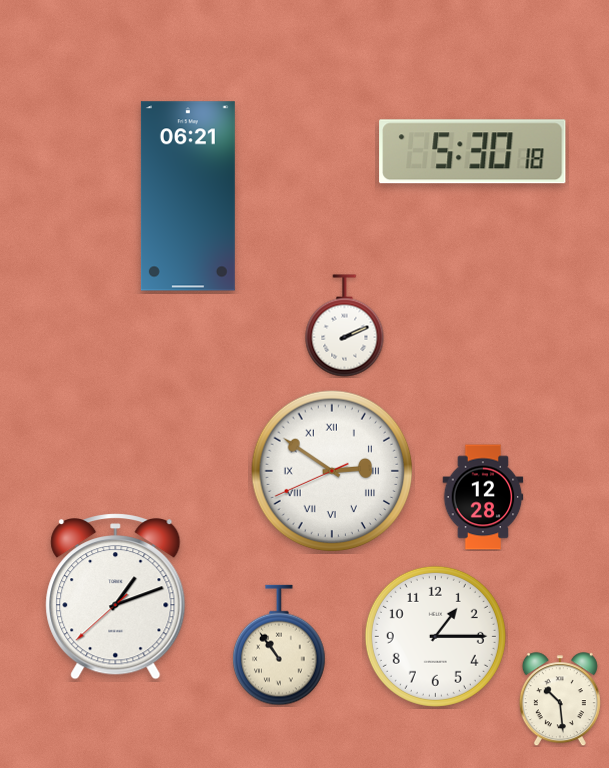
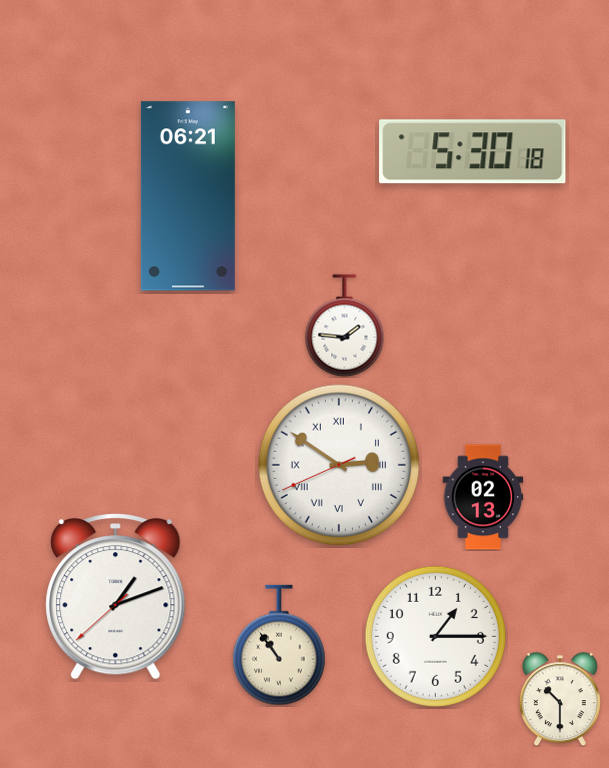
clock at (345, 326): 2:11 -> 1:46
clock at (332, 471) position: (332, 471) -> (339, 465)
clock at (483, 497): 12:28 -> 02:13
clock at (560, 699): 10:29 -> 10:30
